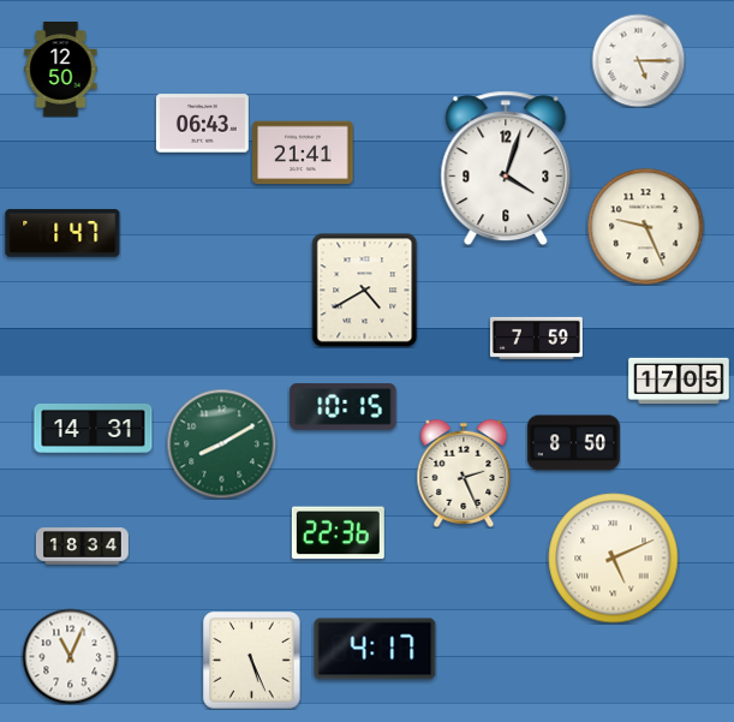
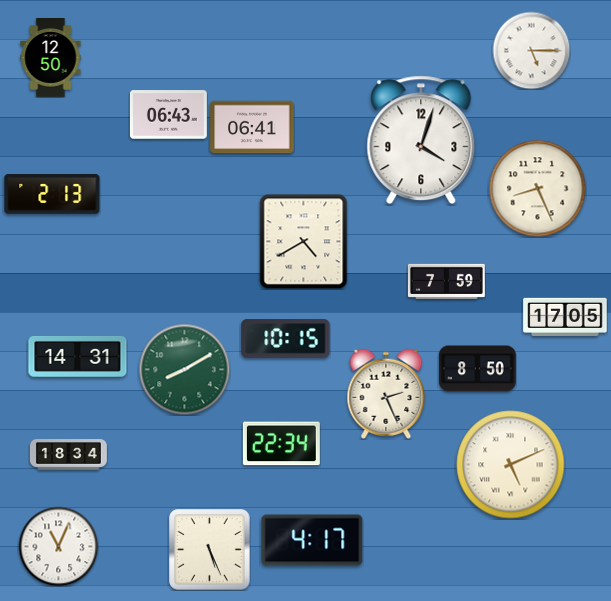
clock at (202, 124) position: (202, 124) -> (168, 115)
clock at (303, 153): 21:41 -> 06:41
clock at (645, 226): 9:26 -> 8:26
clock at (62, 233): 1:47 -> 2:13
clock at (338, 533): 22:36 -> 22:34
